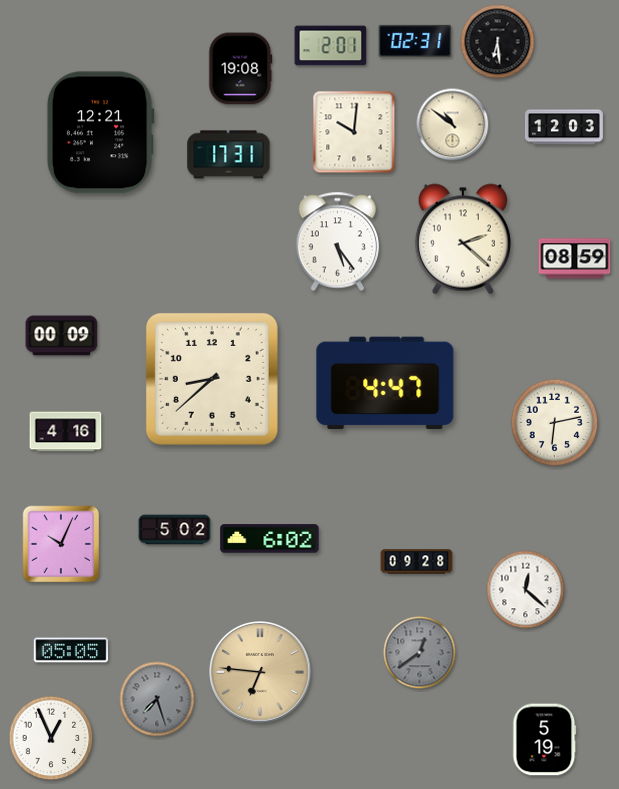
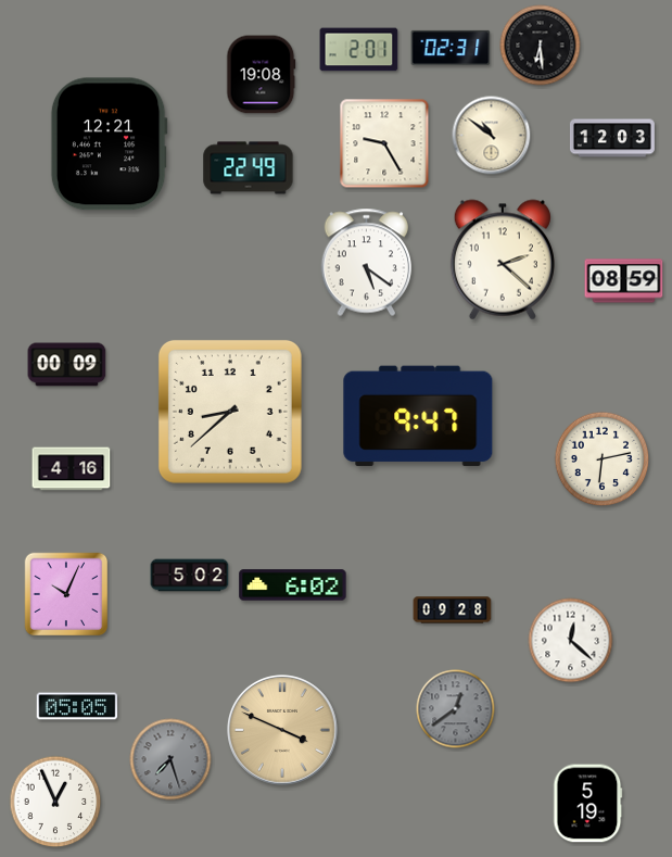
clock at (415, 41) position: (415, 41) -> (451, 48)
clock at (354, 132): 10:01 -> 9:25
clock at (229, 155): 17:31 -> 22:49
clock at (338, 242): 5:24 -> 5:21
clock at (385, 383): 4:47 -> 9:47
clock at (61, 544) position: (61, 544) -> (66, 594)
clock at (261, 673): 6:46 -> 3:49
clock at (545, 740) position: (545, 740) -> (588, 804)
